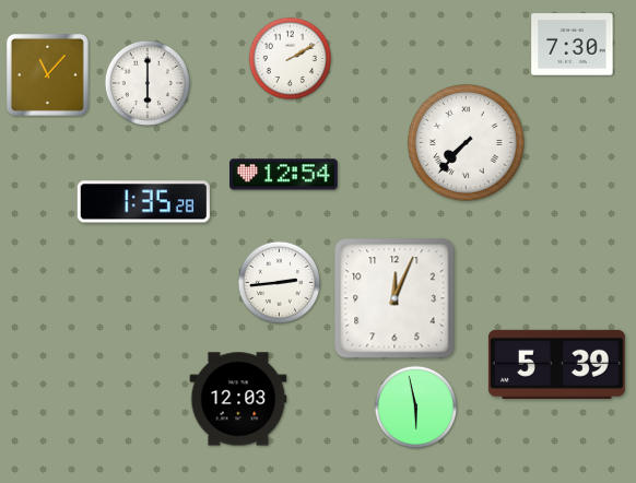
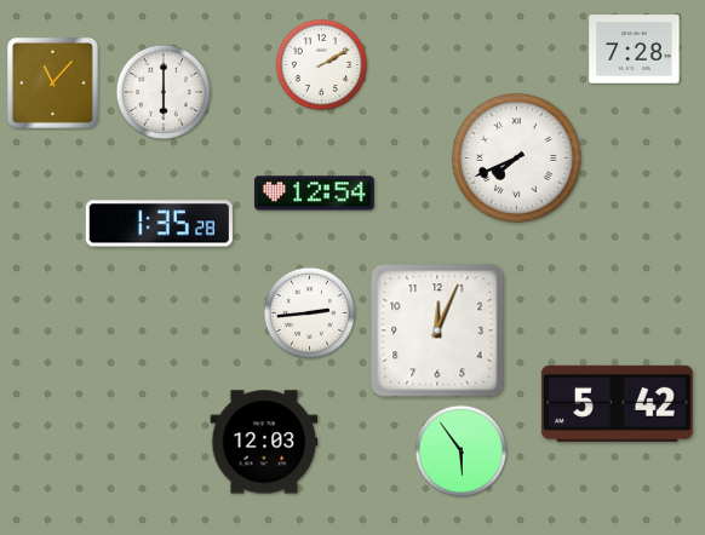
clock at (573, 45): 7:30 -> 7:28
clock at (466, 142): 7:37 -> 7:41
clock at (556, 364): 5:39 -> 5:42
clock at (415, 407): 5:58 -> 5:54
